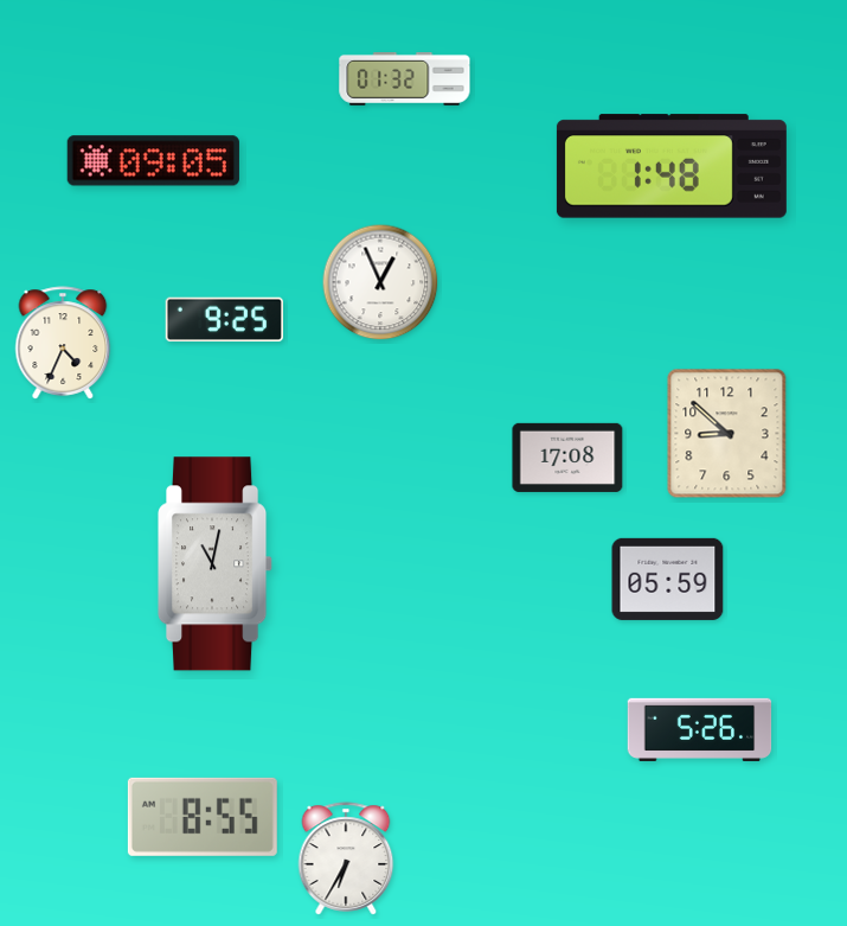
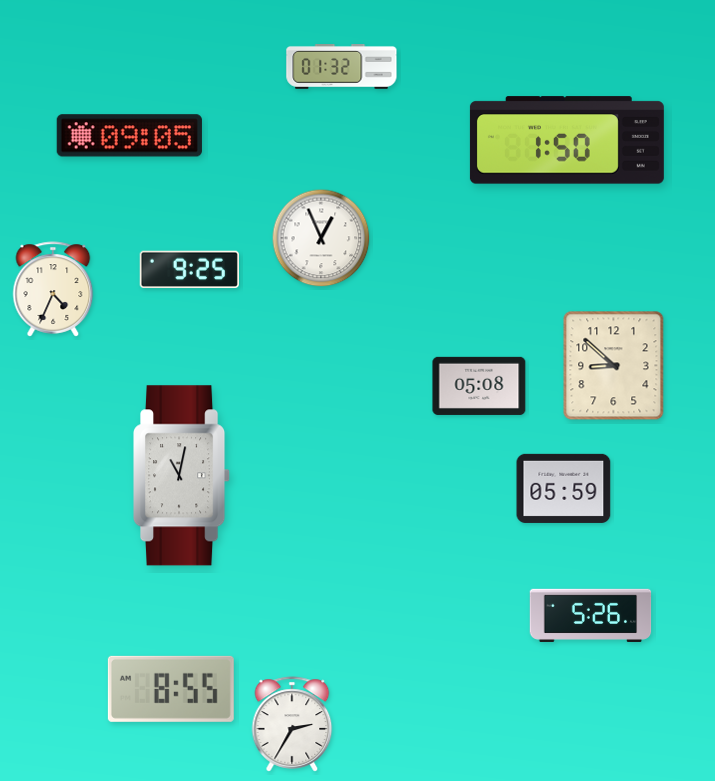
clock at (672, 166): 1:48 -> 1:50
clock at (567, 458): 17:08 -> 05:08
clock at (346, 858): 6:35 -> 2:35
